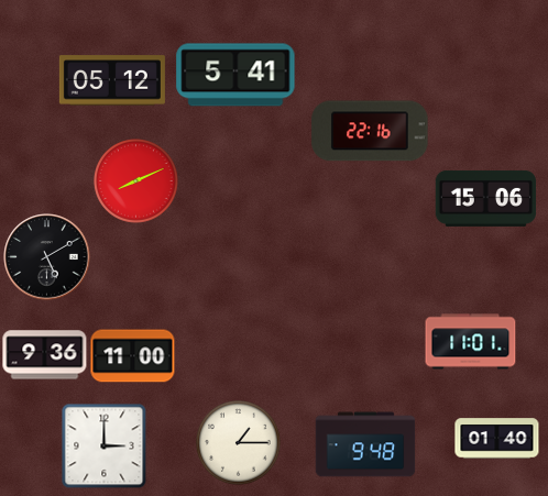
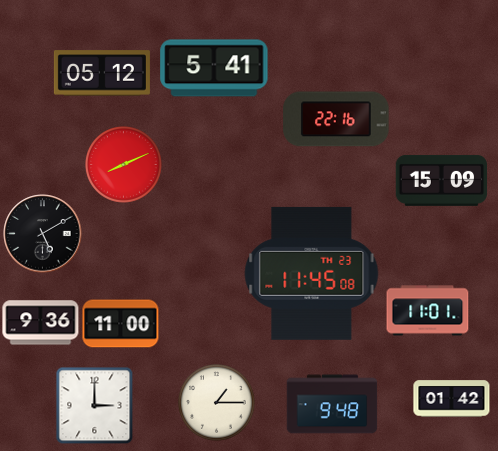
clock at (486, 198): 15:06 -> 15:09
clock at (312, 273): none -> 11:45
clock at (497, 439): 01:40 -> 01:42
